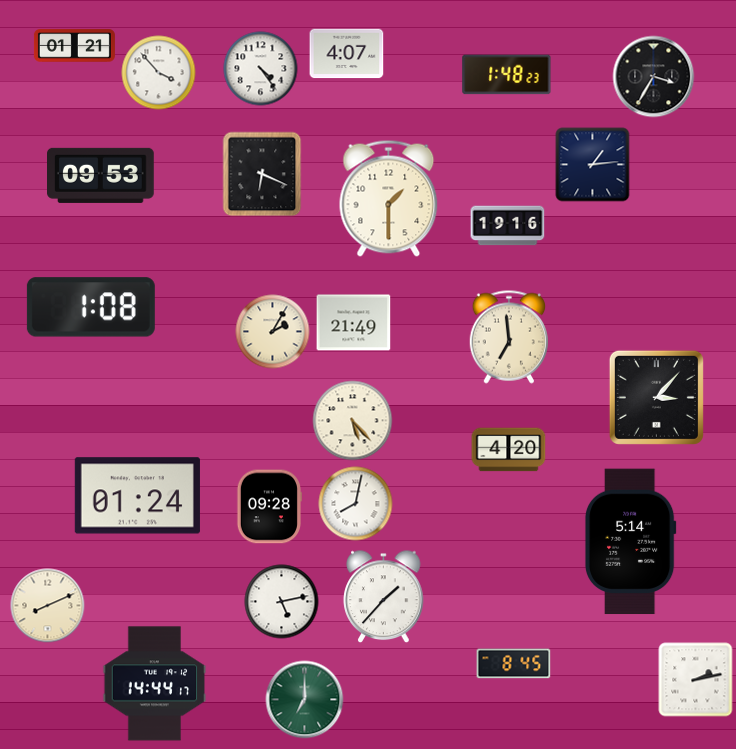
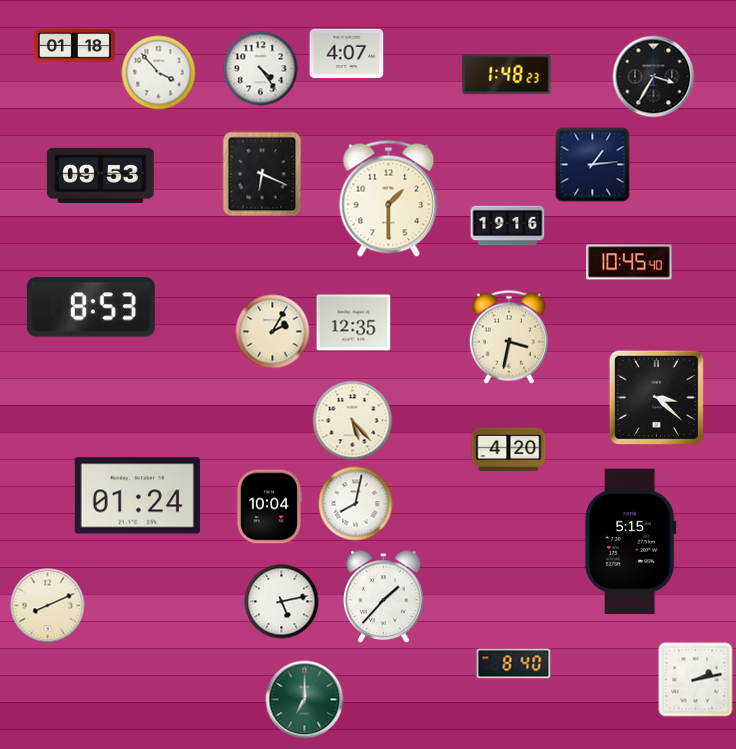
clock at (74, 46): 01:21 -> 01:18
clock at (629, 262): none -> 10:45
clock at (91, 307): 1:08 -> 8:53
clock at (354, 323): 21:49 -> 12:35
clock at (508, 337): 6:59 -> 3:32
clock at (656, 397): 3:07 -> 3:22
clock at (268, 507): 09:28 -> 10:04
clock at (630, 542): 5:14 -> 5:15
clock at (514, 664): 8:45 -> 8:40
clock at (155, 684): 14:44 -> none
